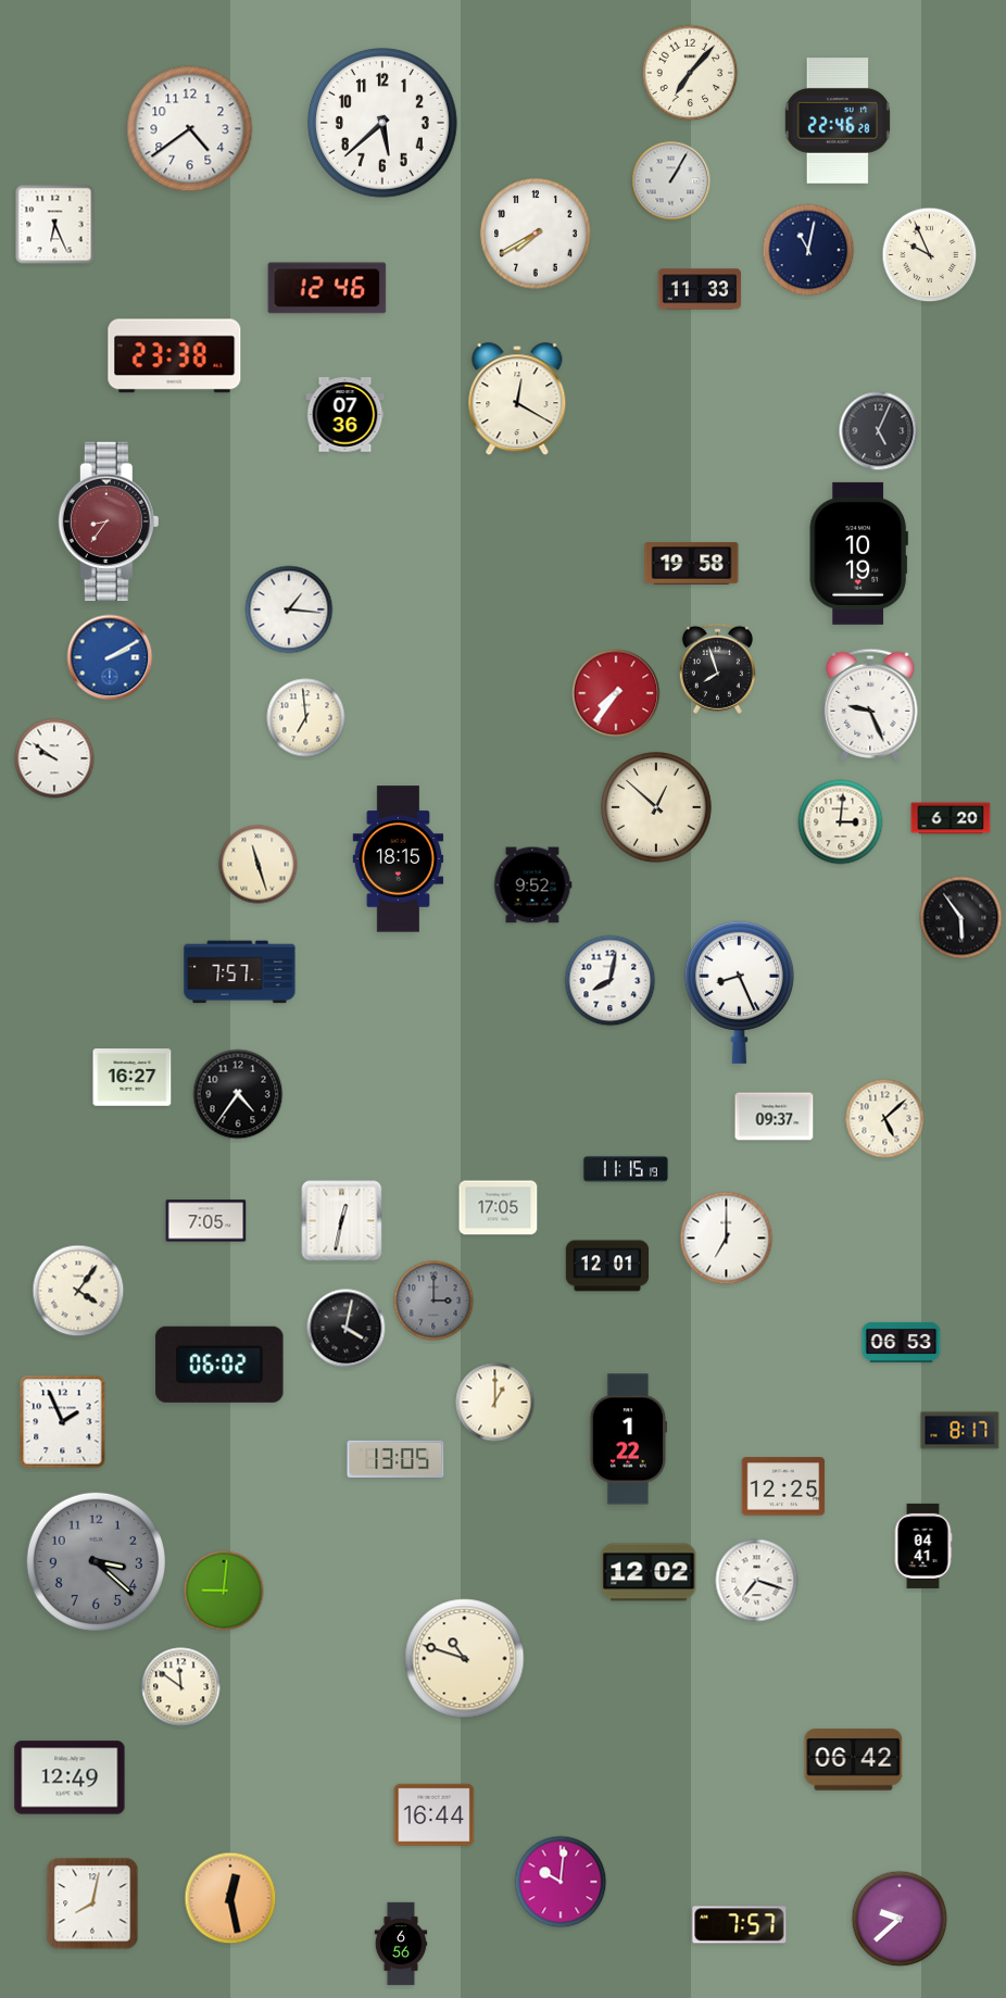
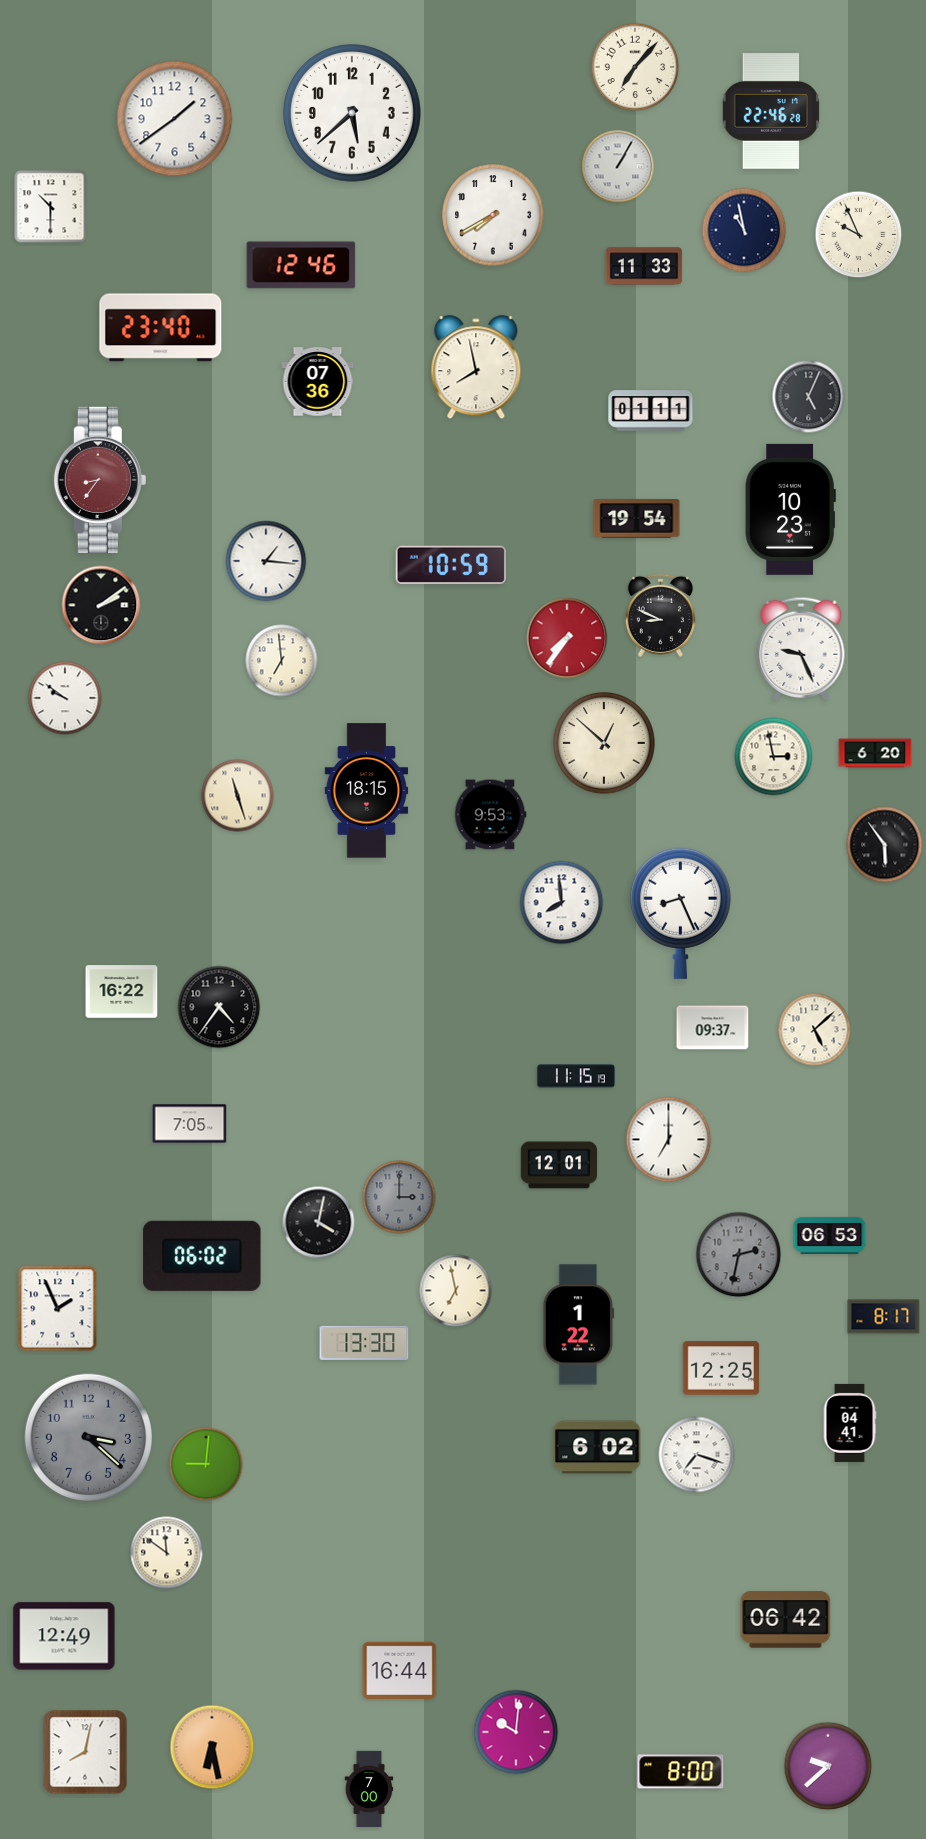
clock at (190, 129): 4:39 -> 1:39
clock at (55, 225): 6:26 -> 10:30
clock at (808, 250): 11:02 -> 10:58
clock at (930, 255) position: (930, 255) -> (859, 235)
clock at (175, 356): 23:38 -> 23:40
clock at (517, 400): 12:20 -> 7:58
clock at (651, 411): none -> 01:11
clock at (858, 553): 10:19 -> 10:23
clock at (692, 564): 19:58 -> 19:54
clock at (450, 565): none -> 10:59
clock at (110, 657): 2:10 -> 2:09
clock at (110, 657) dial: blue -> black
clock at (717, 668): 7:57 -> 8:49
clock at (54, 758) position: (54, 758) -> (65, 698)
clock at (841, 822): 3:01 -> 2:58
clock at (532, 885): 9:52 -> 9:53
clock at (240, 972): 7:57 -> none
clock at (611, 981): 8:02 -> 7:59
clock at (133, 1078): 16:27 -> 16:22
clock at (499, 1208): 17:05 -> none
clock at (342, 1221): 12:32 -> none
clock at (78, 1291): 4:06 -> none
clock at (739, 1255): none -> 2:32
clock at (495, 1403): 1:00 -> 6:58
clock at (395, 1459): 13:05 -> 13:30
clock at (649, 1572): 12:02 -> 6:02
clock at (465, 1659): 10:48 -> none
clock at (230, 1898): 12:28 -> 6:28
clock at (740, 1925): 7:57 -> 8:00
clock at (401, 1944): 6:56 -> 7:00
